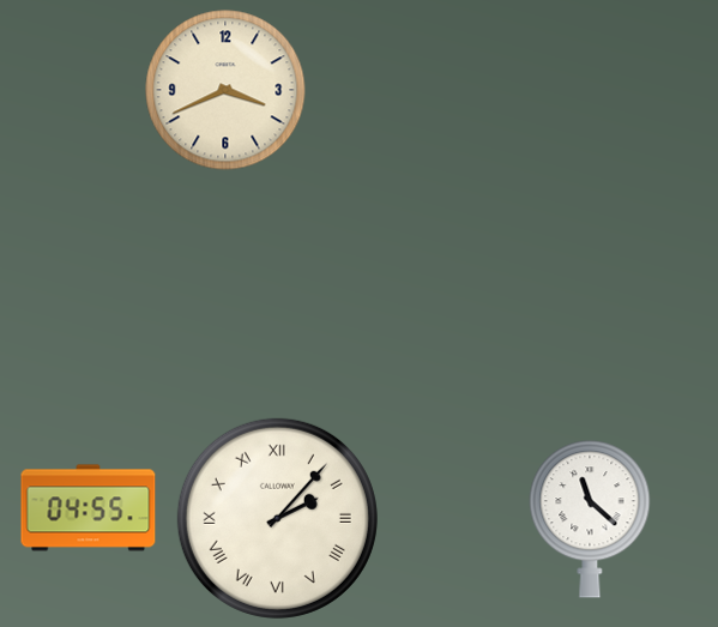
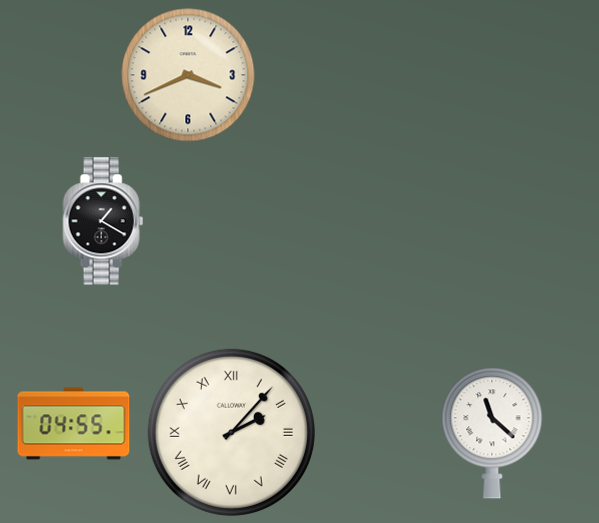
clock at (103, 221): none -> 1:20
